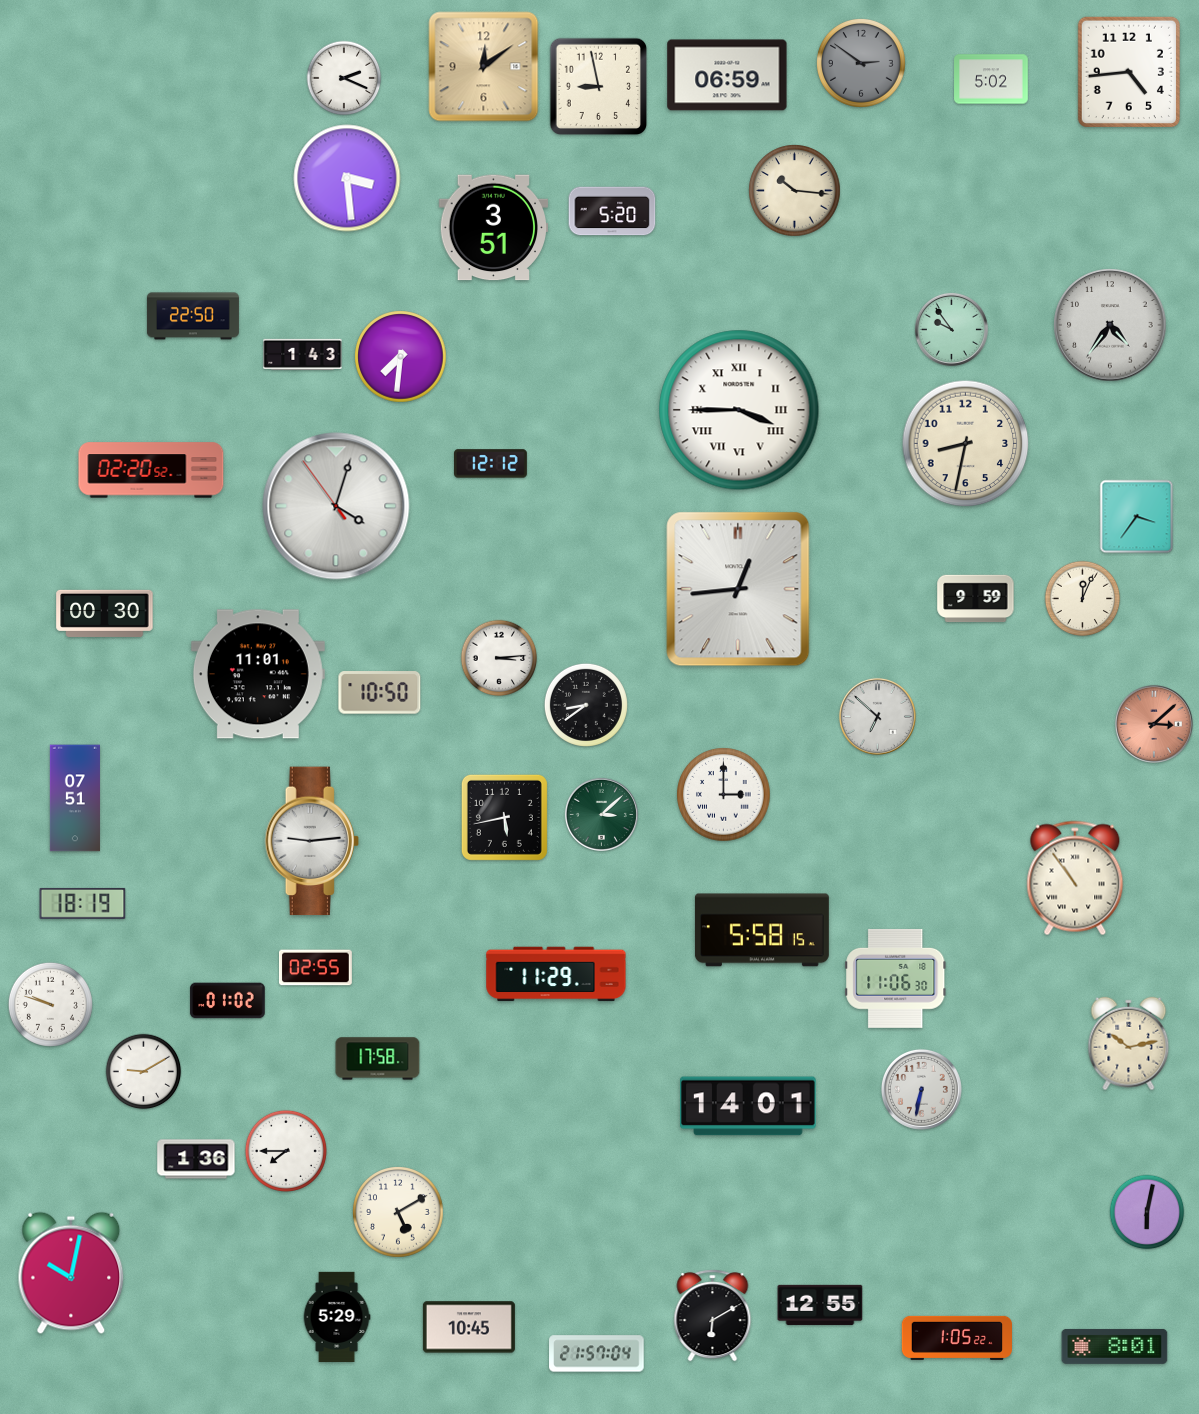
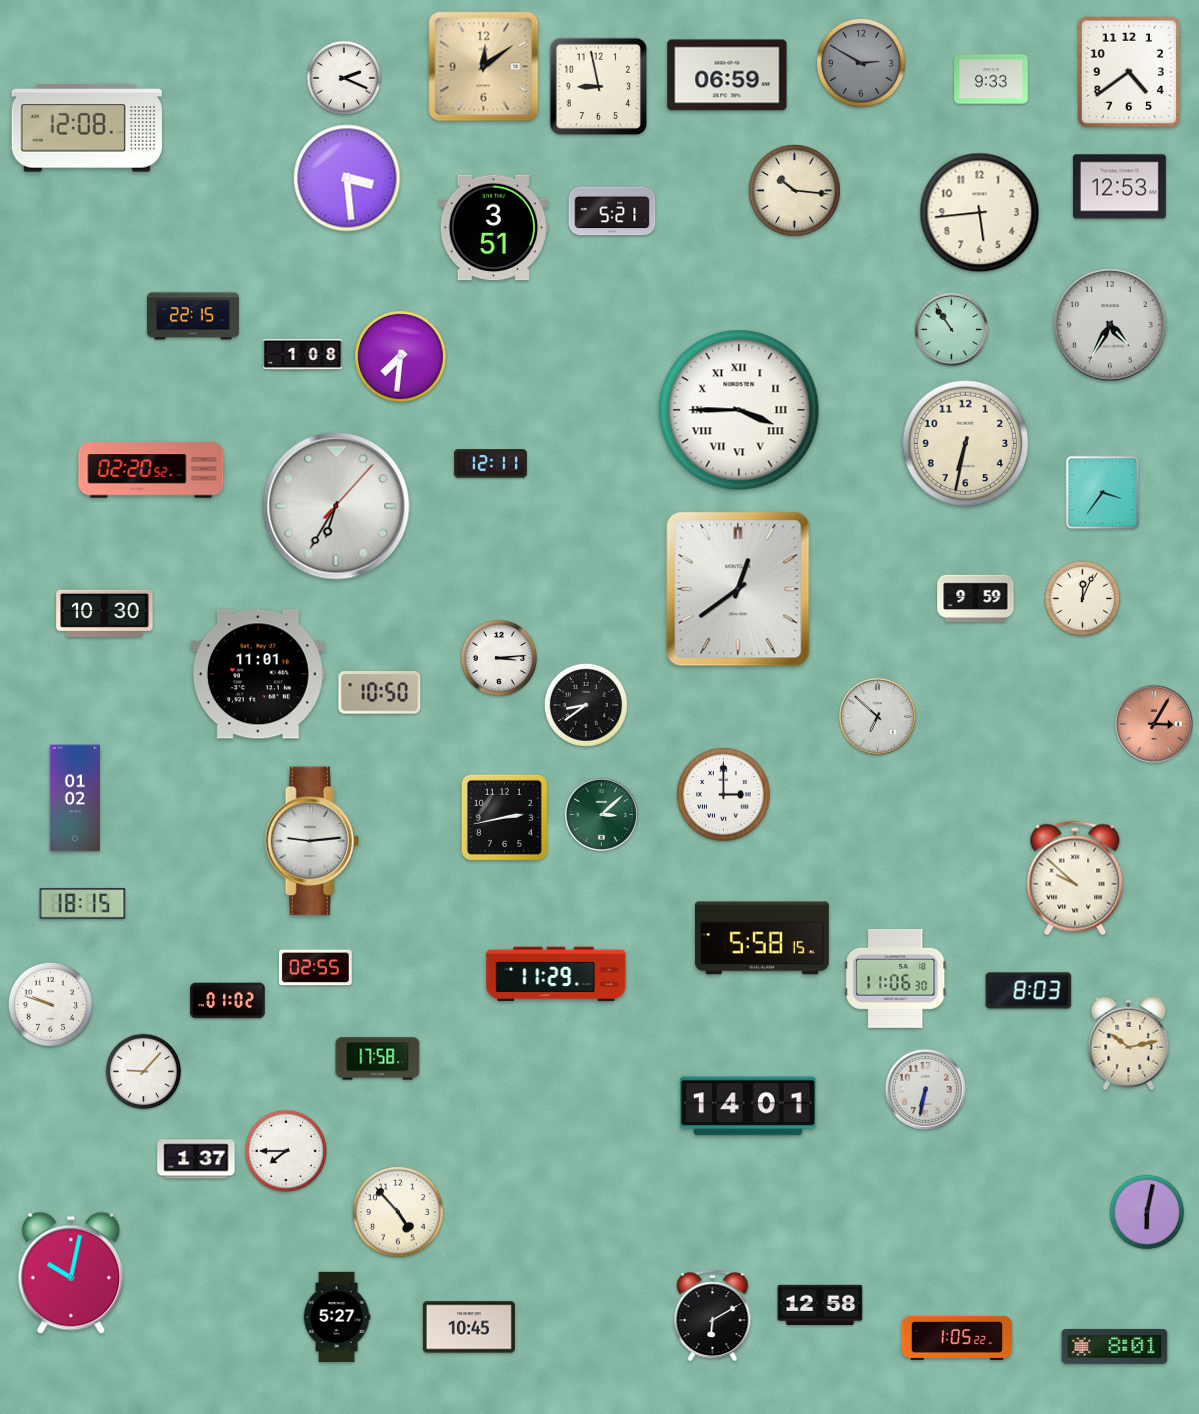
clock at (862, 64): 2:51 -> 2:50
clock at (1129, 72): 4:44 -> 4:39
clock at (991, 79): 5:02 -> 9:33
clock at (87, 128): none -> 12:08
clock at (1119, 187): none -> 12:53
clock at (612, 211): 5:20 -> 5:21
clock at (980, 213): none -> 5:44
clock at (193, 316): 22:50 -> 22:15
clock at (1110, 325): 4:36 -> 4:35
clock at (951, 329): 9:54 -> 10:54
clock at (303, 354): 1:43 -> 1:08
clock at (966, 444): 8:32 -> 6:32
clock at (491, 464): 12:12 -> 12:11
clock at (336, 506): 4:02 -> 6:35
clock at (1137, 517) position: (1137, 517) -> (1103, 493)
clock at (738, 589): 12:44 -> 12:39
clock at (105, 613): 00:30 -> 10:30
clock at (1154, 724): 3:08 -> 3:05
clock at (75, 798): 07:51 -> 01:02
clock at (504, 817): 5:43 -> 2:43
clock at (1075, 878): 10:54 -> 9:52
clock at (83, 904): 18:19 -> 18:15
clock at (762, 930) position: (762, 930) -> (762, 938)
clock at (1029, 991): none -> 8:03
clock at (144, 1072): 9:10 -> 9:07
clock at (921, 1089) position: (921, 1089) -> (925, 1089)
clock at (196, 1159): 1:36 -> 1:37
clock at (398, 1212): 5:10 -> 4:53
clock at (820, 1305): 12:55 -> 12:58
clock at (337, 1316): 5:29 -> 5:27
clock at (597, 1354): 21:57 -> none
